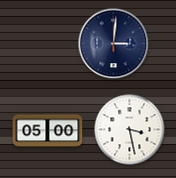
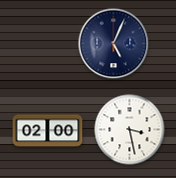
clock at (114, 44): 3:01 -> 5:04
clock at (48, 131): 05:00 -> 02:00
